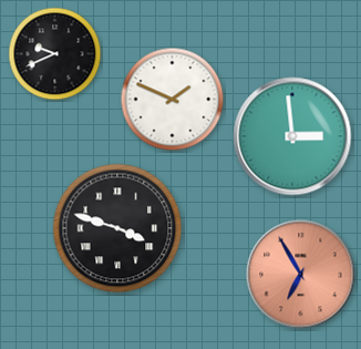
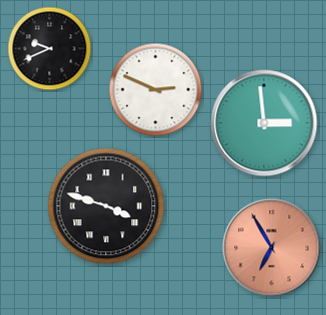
clock at (173, 100): 1:49 -> 2:49
